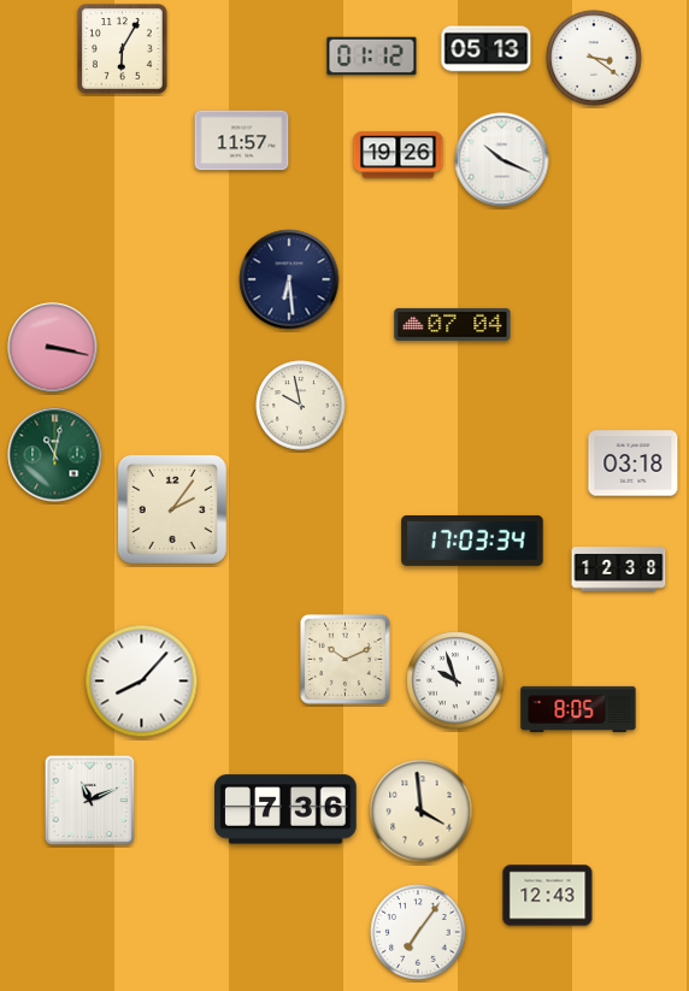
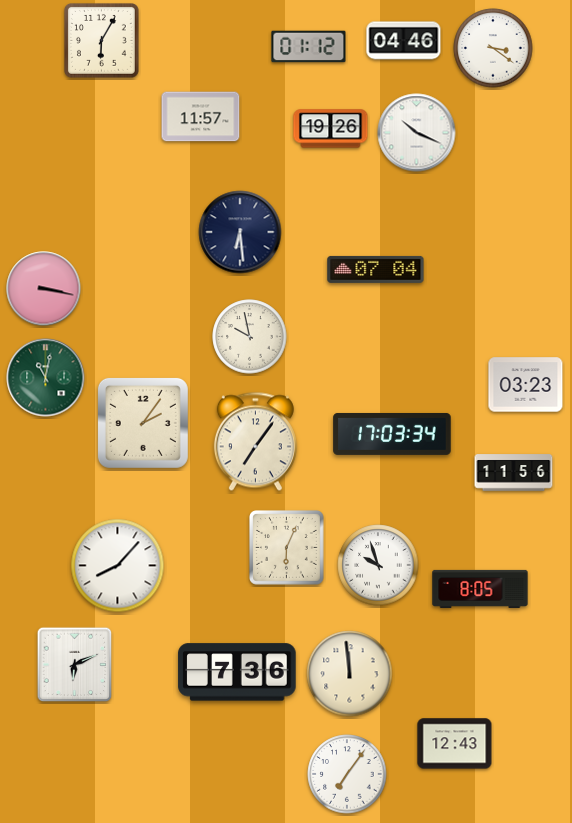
clock at (487, 49): 05:13 -> 04:46
clock at (634, 464): 03:18 -> 03:23
clock at (255, 442): none -> 7:06
clock at (472, 541) position: (472, 541) -> (392, 434)
clock at (619, 570): 12:38 -> 11:56
clock at (346, 660): 10:11 -> 6:04
clock at (90, 801): 11:11 -> 6:11
clock at (422, 812): 3:59 -> 11:59
